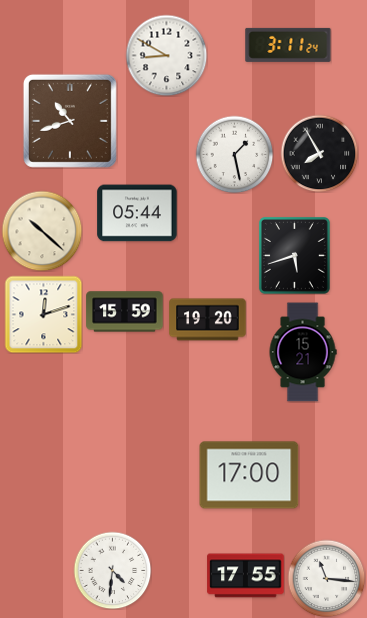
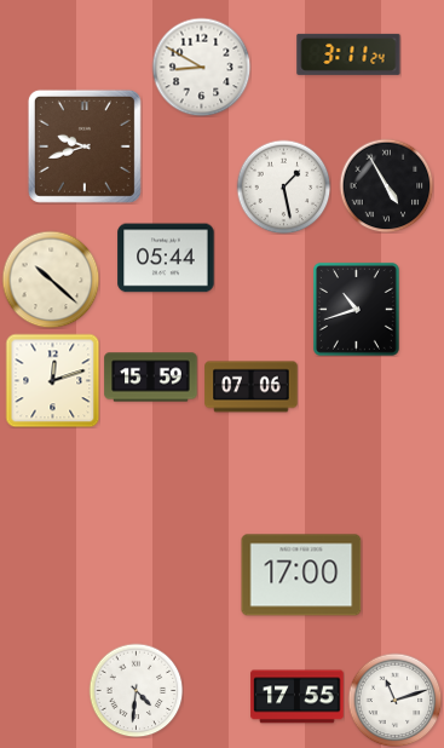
clock at (70, 121): 10:42 -> 9:42
clock at (319, 153): 7:55 -> 4:55
clock at (294, 255): 5:42 -> 10:42
clock at (208, 320): 19:20 -> 07:06
clock at (303, 352): 15:21 -> none
clock at (326, 578): 11:16 -> 11:12
